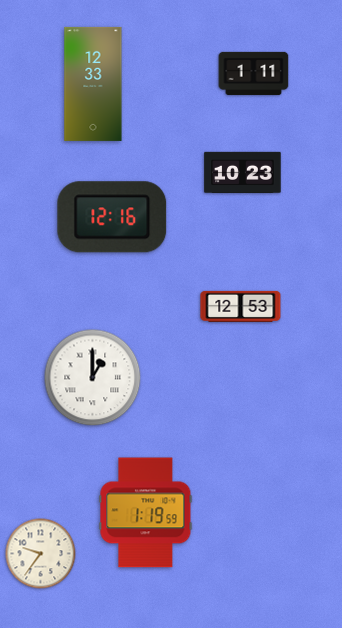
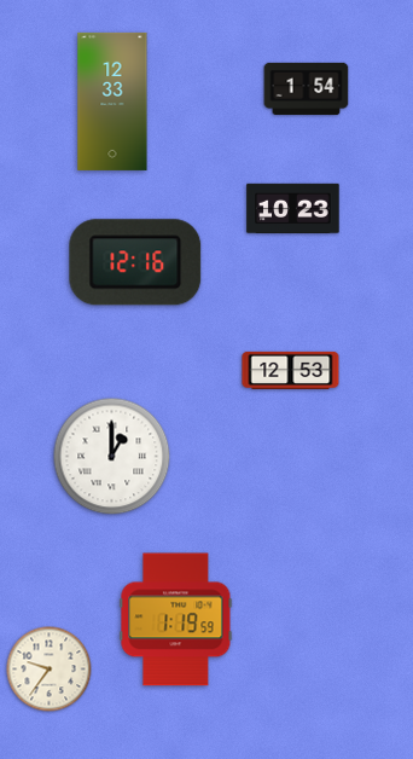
clock at (254, 73): 1:11 -> 1:54
